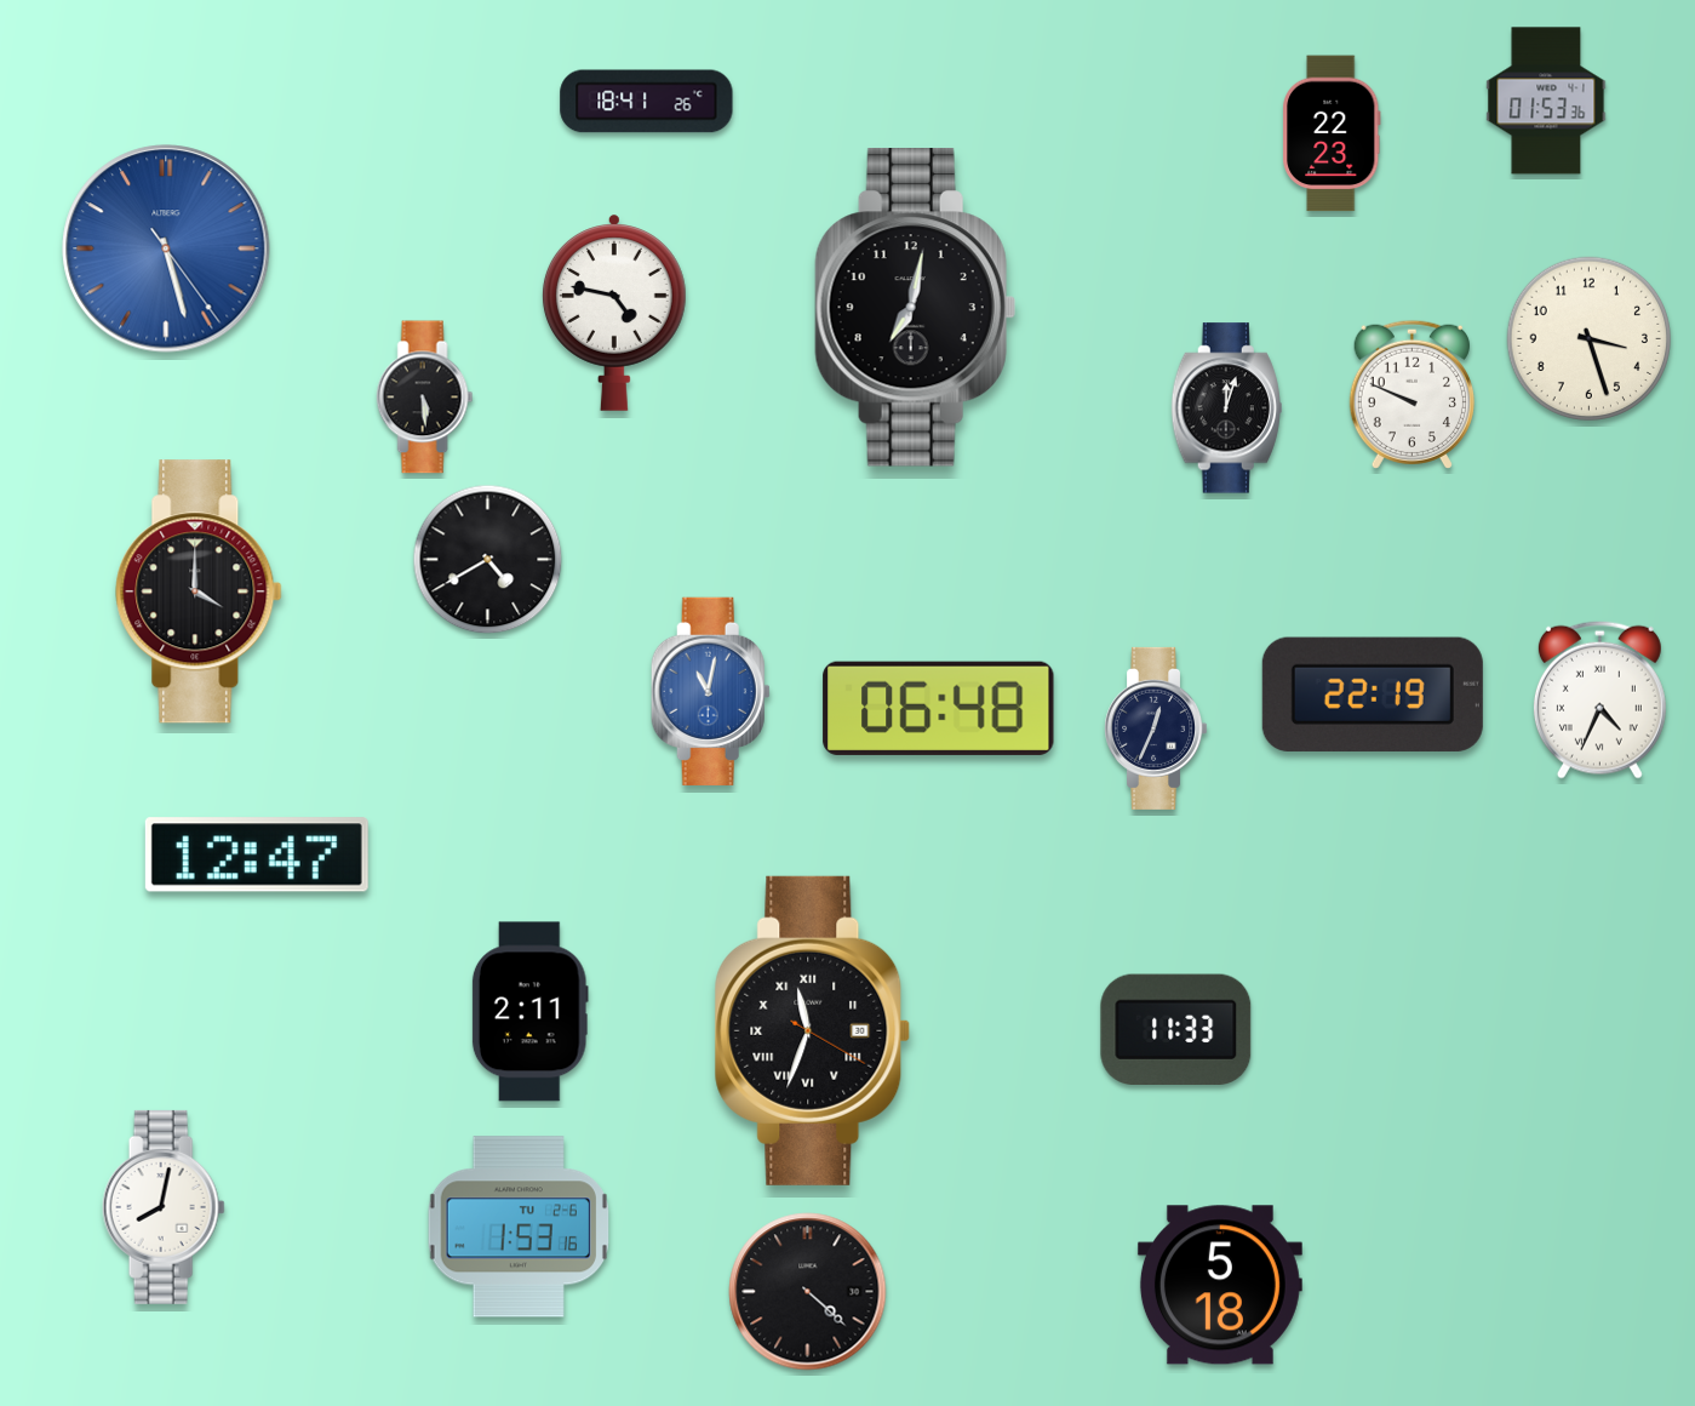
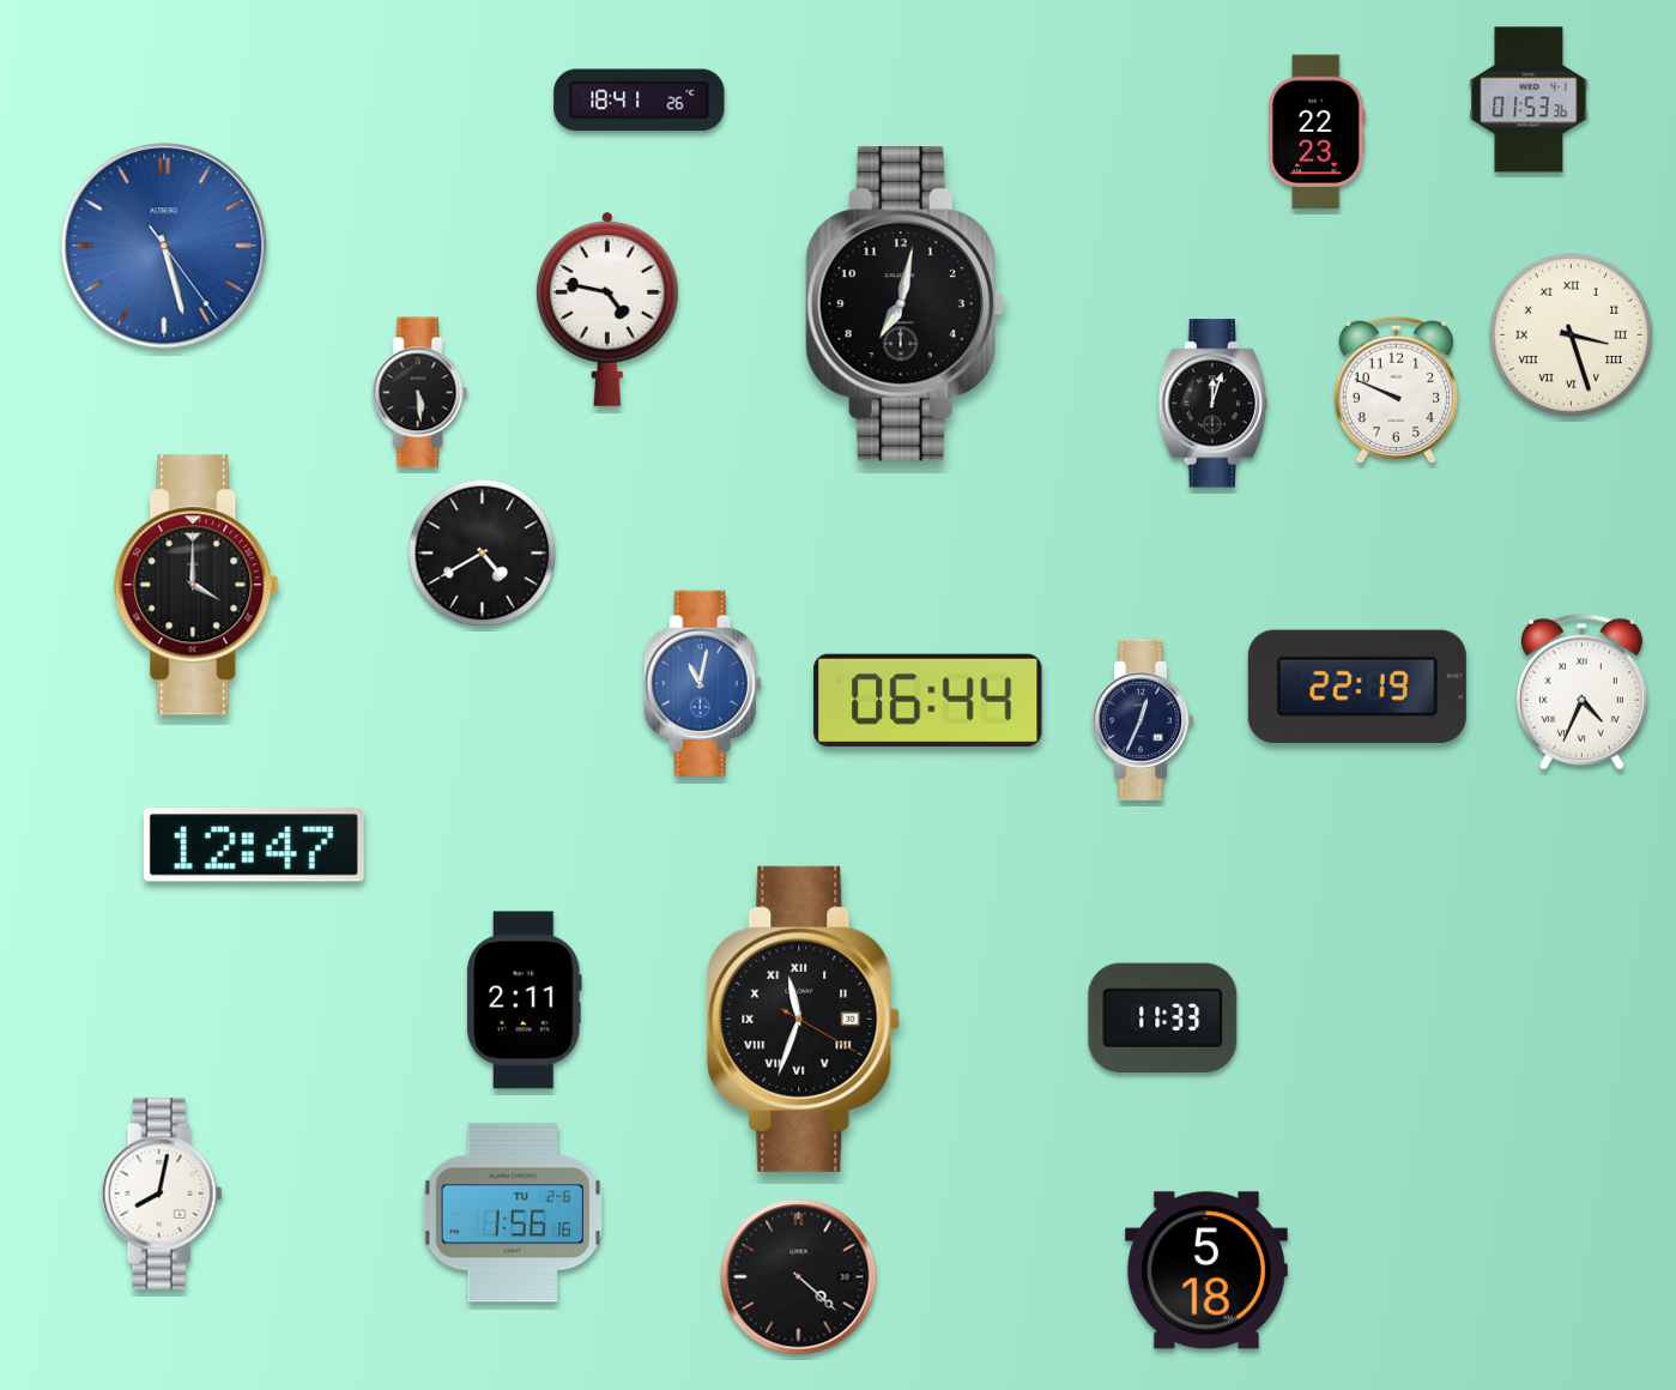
clock at (1590, 339) numerals: Arabic -> Roman
clock at (939, 708): 06:48 -> 06:44
clock at (519, 1227): 1:53 -> 1:56
